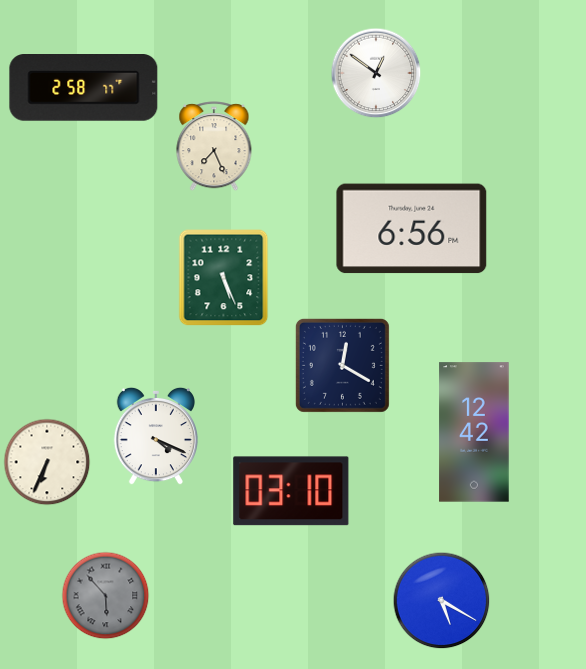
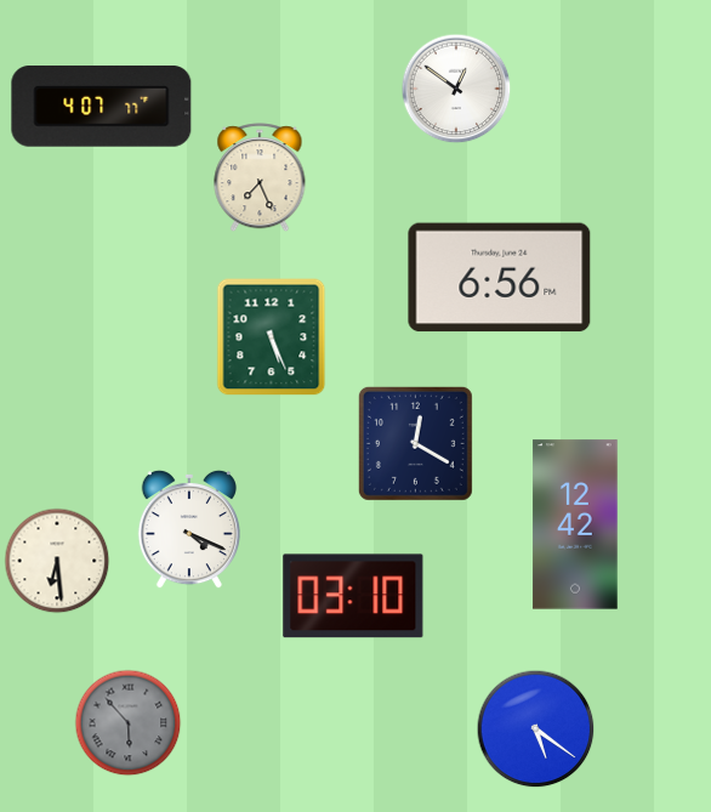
clock at (84, 88): 2:58 -> 4:07
clock at (47, 462): 6:34 -> 6:29
clock at (442, 601): 5:20 -> 5:21
